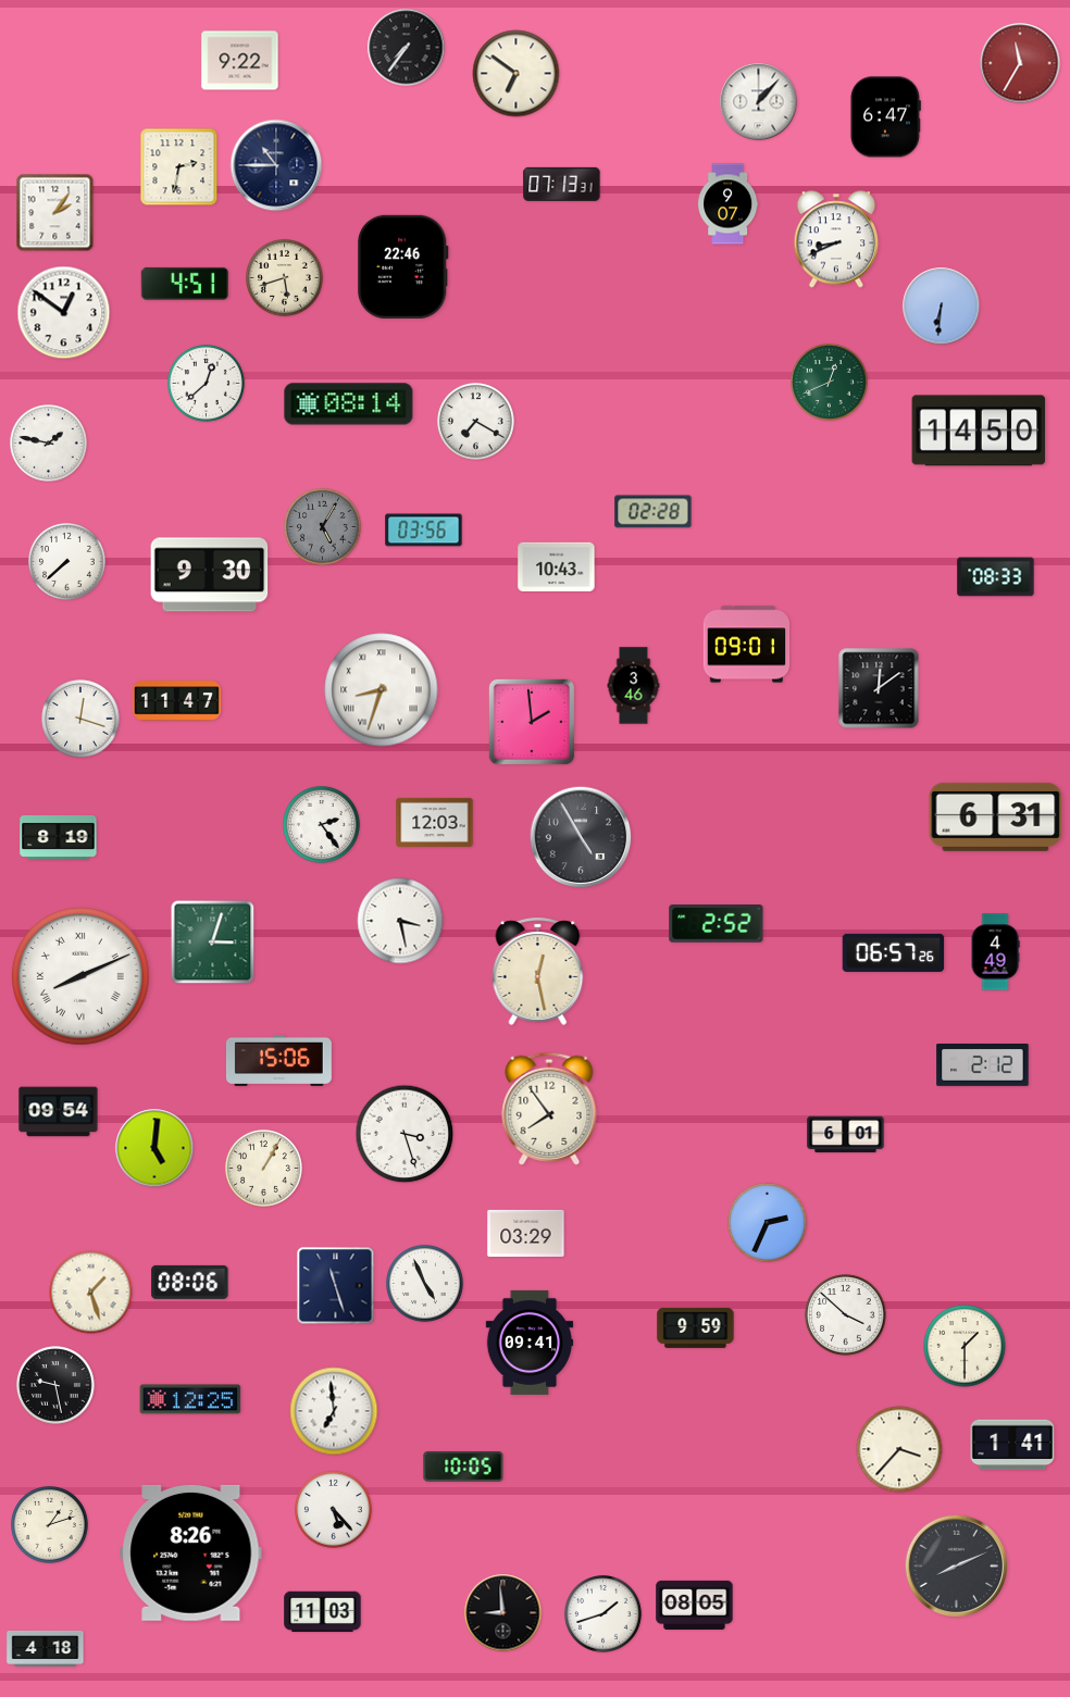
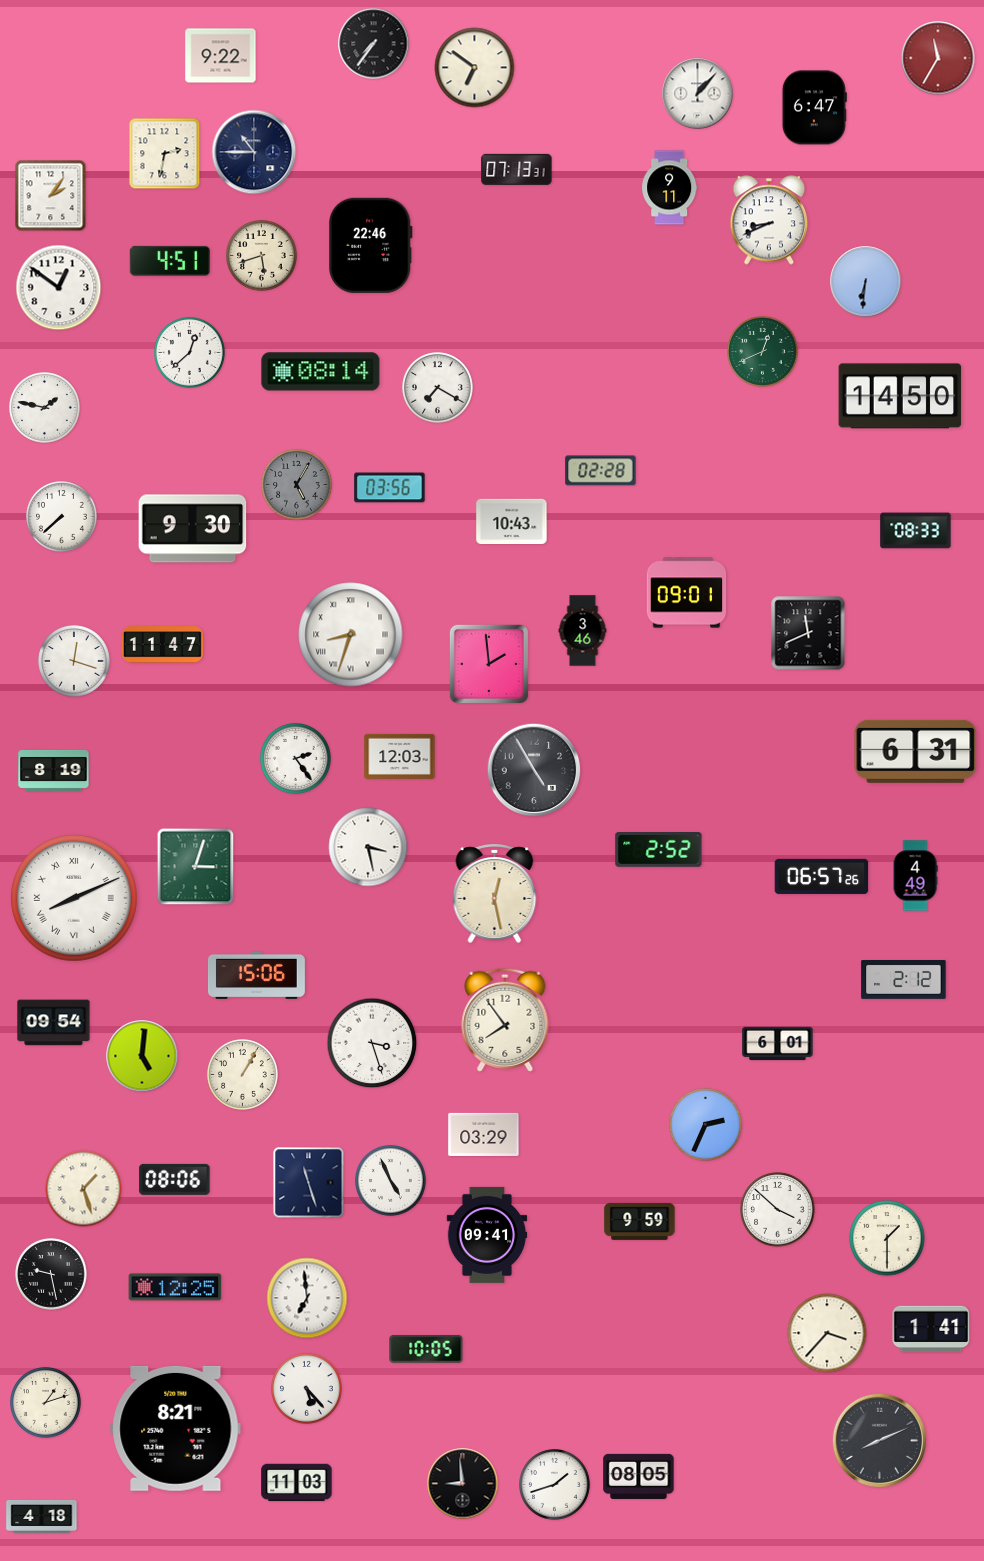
clock at (729, 204): 9:07 -> 9:11
clock at (879, 688): 12:09 -> 11:41
clock at (191, 1552): 8:26 -> 8:21
